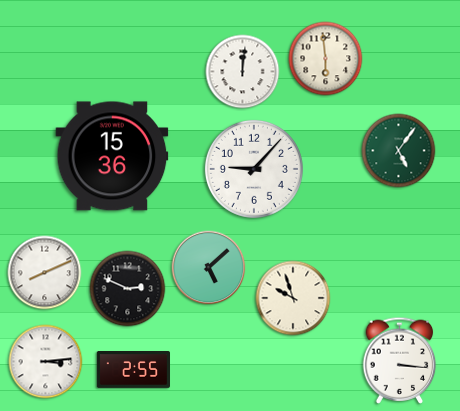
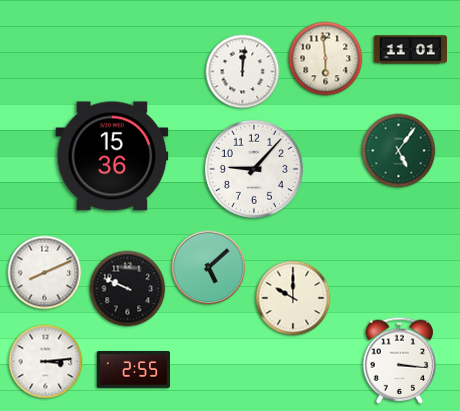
clock at (410, 50): none -> 11:01
clock at (128, 289): 2:49 -> 9:49
clock at (293, 298): 9:57 -> 10:00
